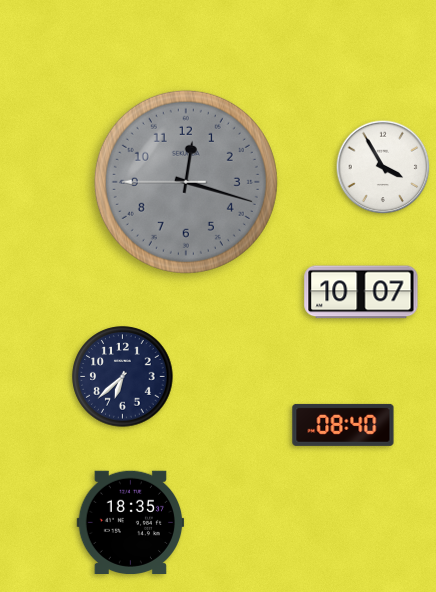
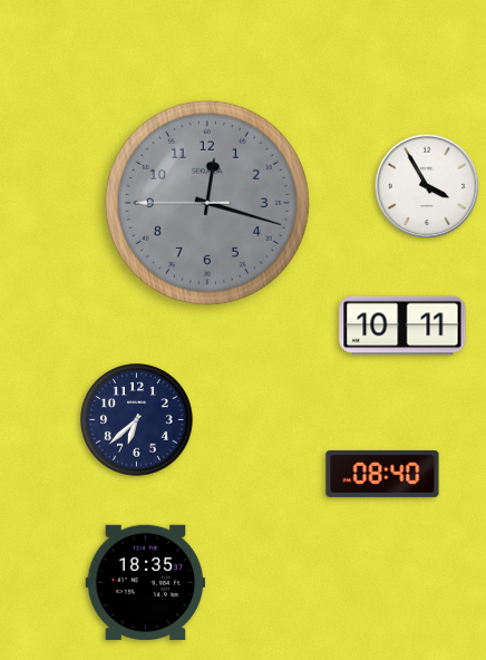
clock at (361, 292): 10:07 -> 10:11
